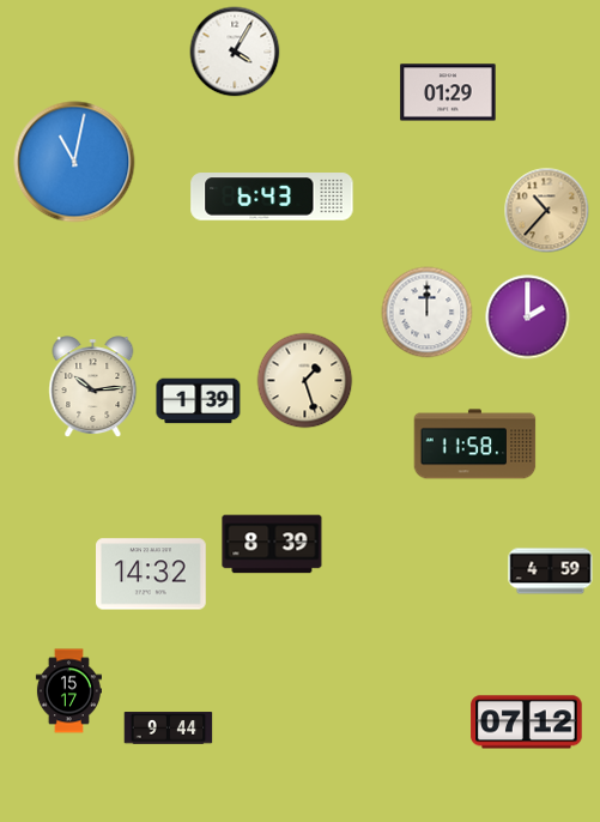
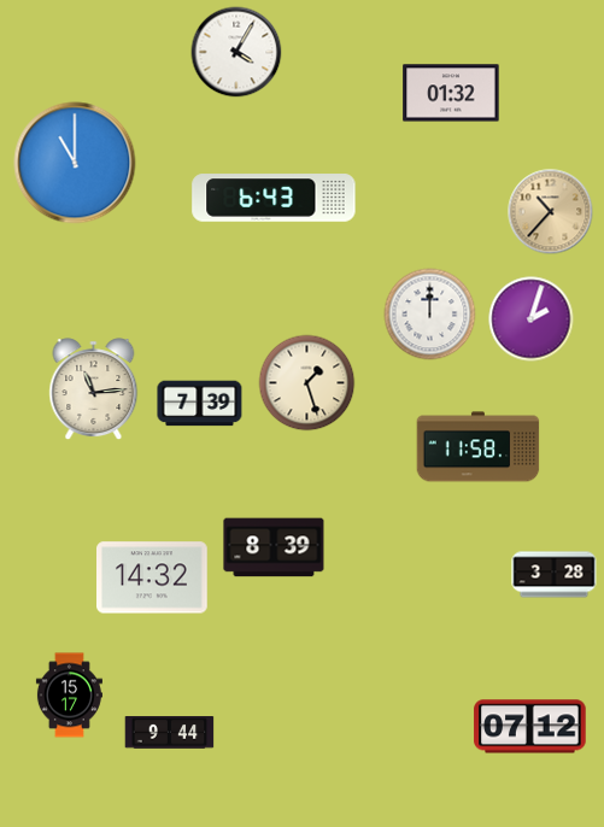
clock at (448, 92): 01:29 -> 01:32
clock at (74, 162): 11:02 -> 11:00
clock at (528, 318): 2:00 -> 2:03
clock at (93, 386): 10:14 -> 11:14
clock at (199, 401): 1:39 -> 7:39
clock at (551, 572): 4:59 -> 3:28
